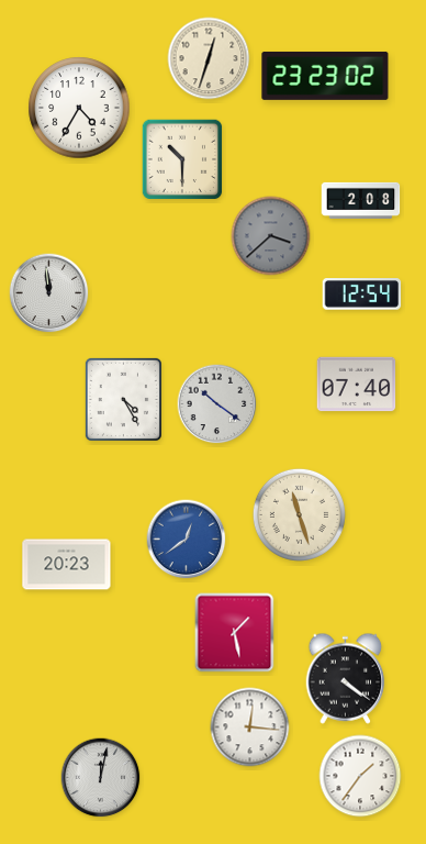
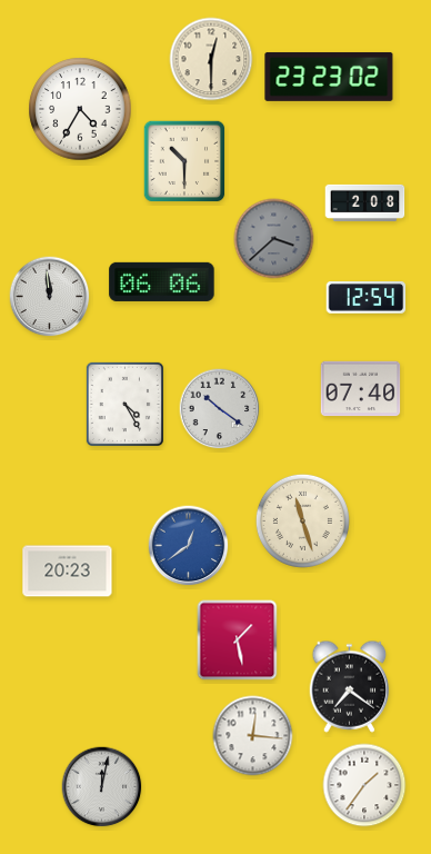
clock at (209, 58): 12:33 -> 12:30
clock at (162, 281): none -> 06:06
clock at (346, 678): 4:21 -> 7:21
